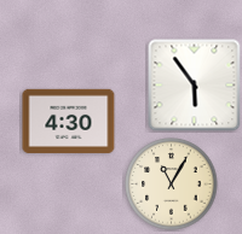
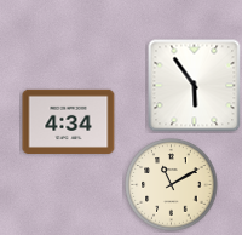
clock at (69, 121): 4:30 -> 4:34
clock at (172, 185): 11:05 -> 11:10
